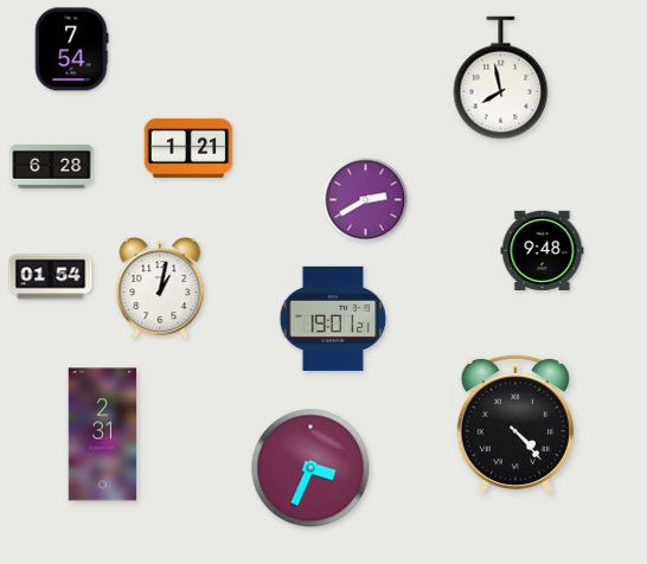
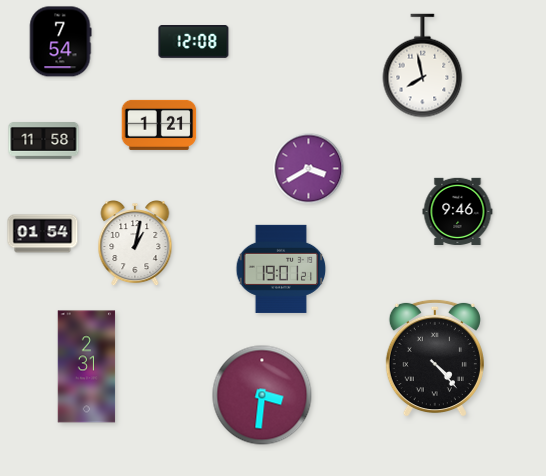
clock at (194, 42): none -> 12:08
clock at (52, 167): 6:28 -> 11:58
clock at (366, 200): 2:40 -> 3:40
clock at (543, 250): 9:48 -> 9:46
clock at (310, 468): 3:34 -> 3:31
